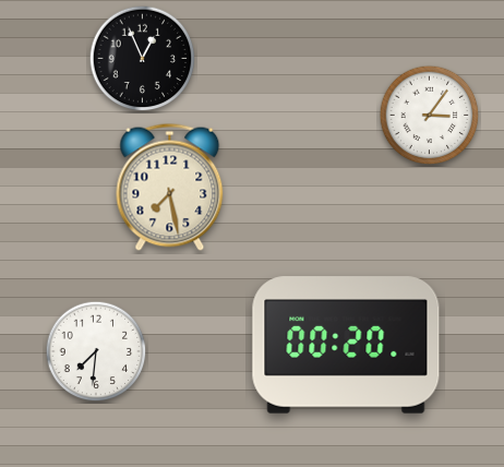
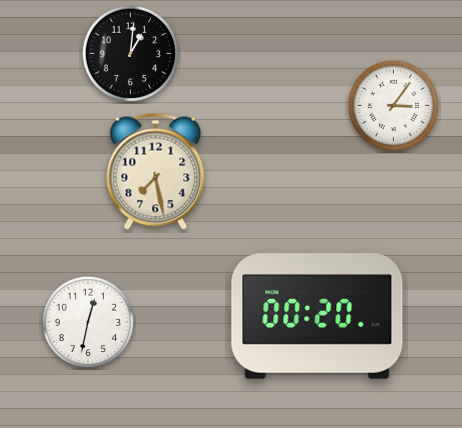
clock at (143, 59): 12:56 -> 1:01
clock at (96, 351): 7:31 -> 12:32
